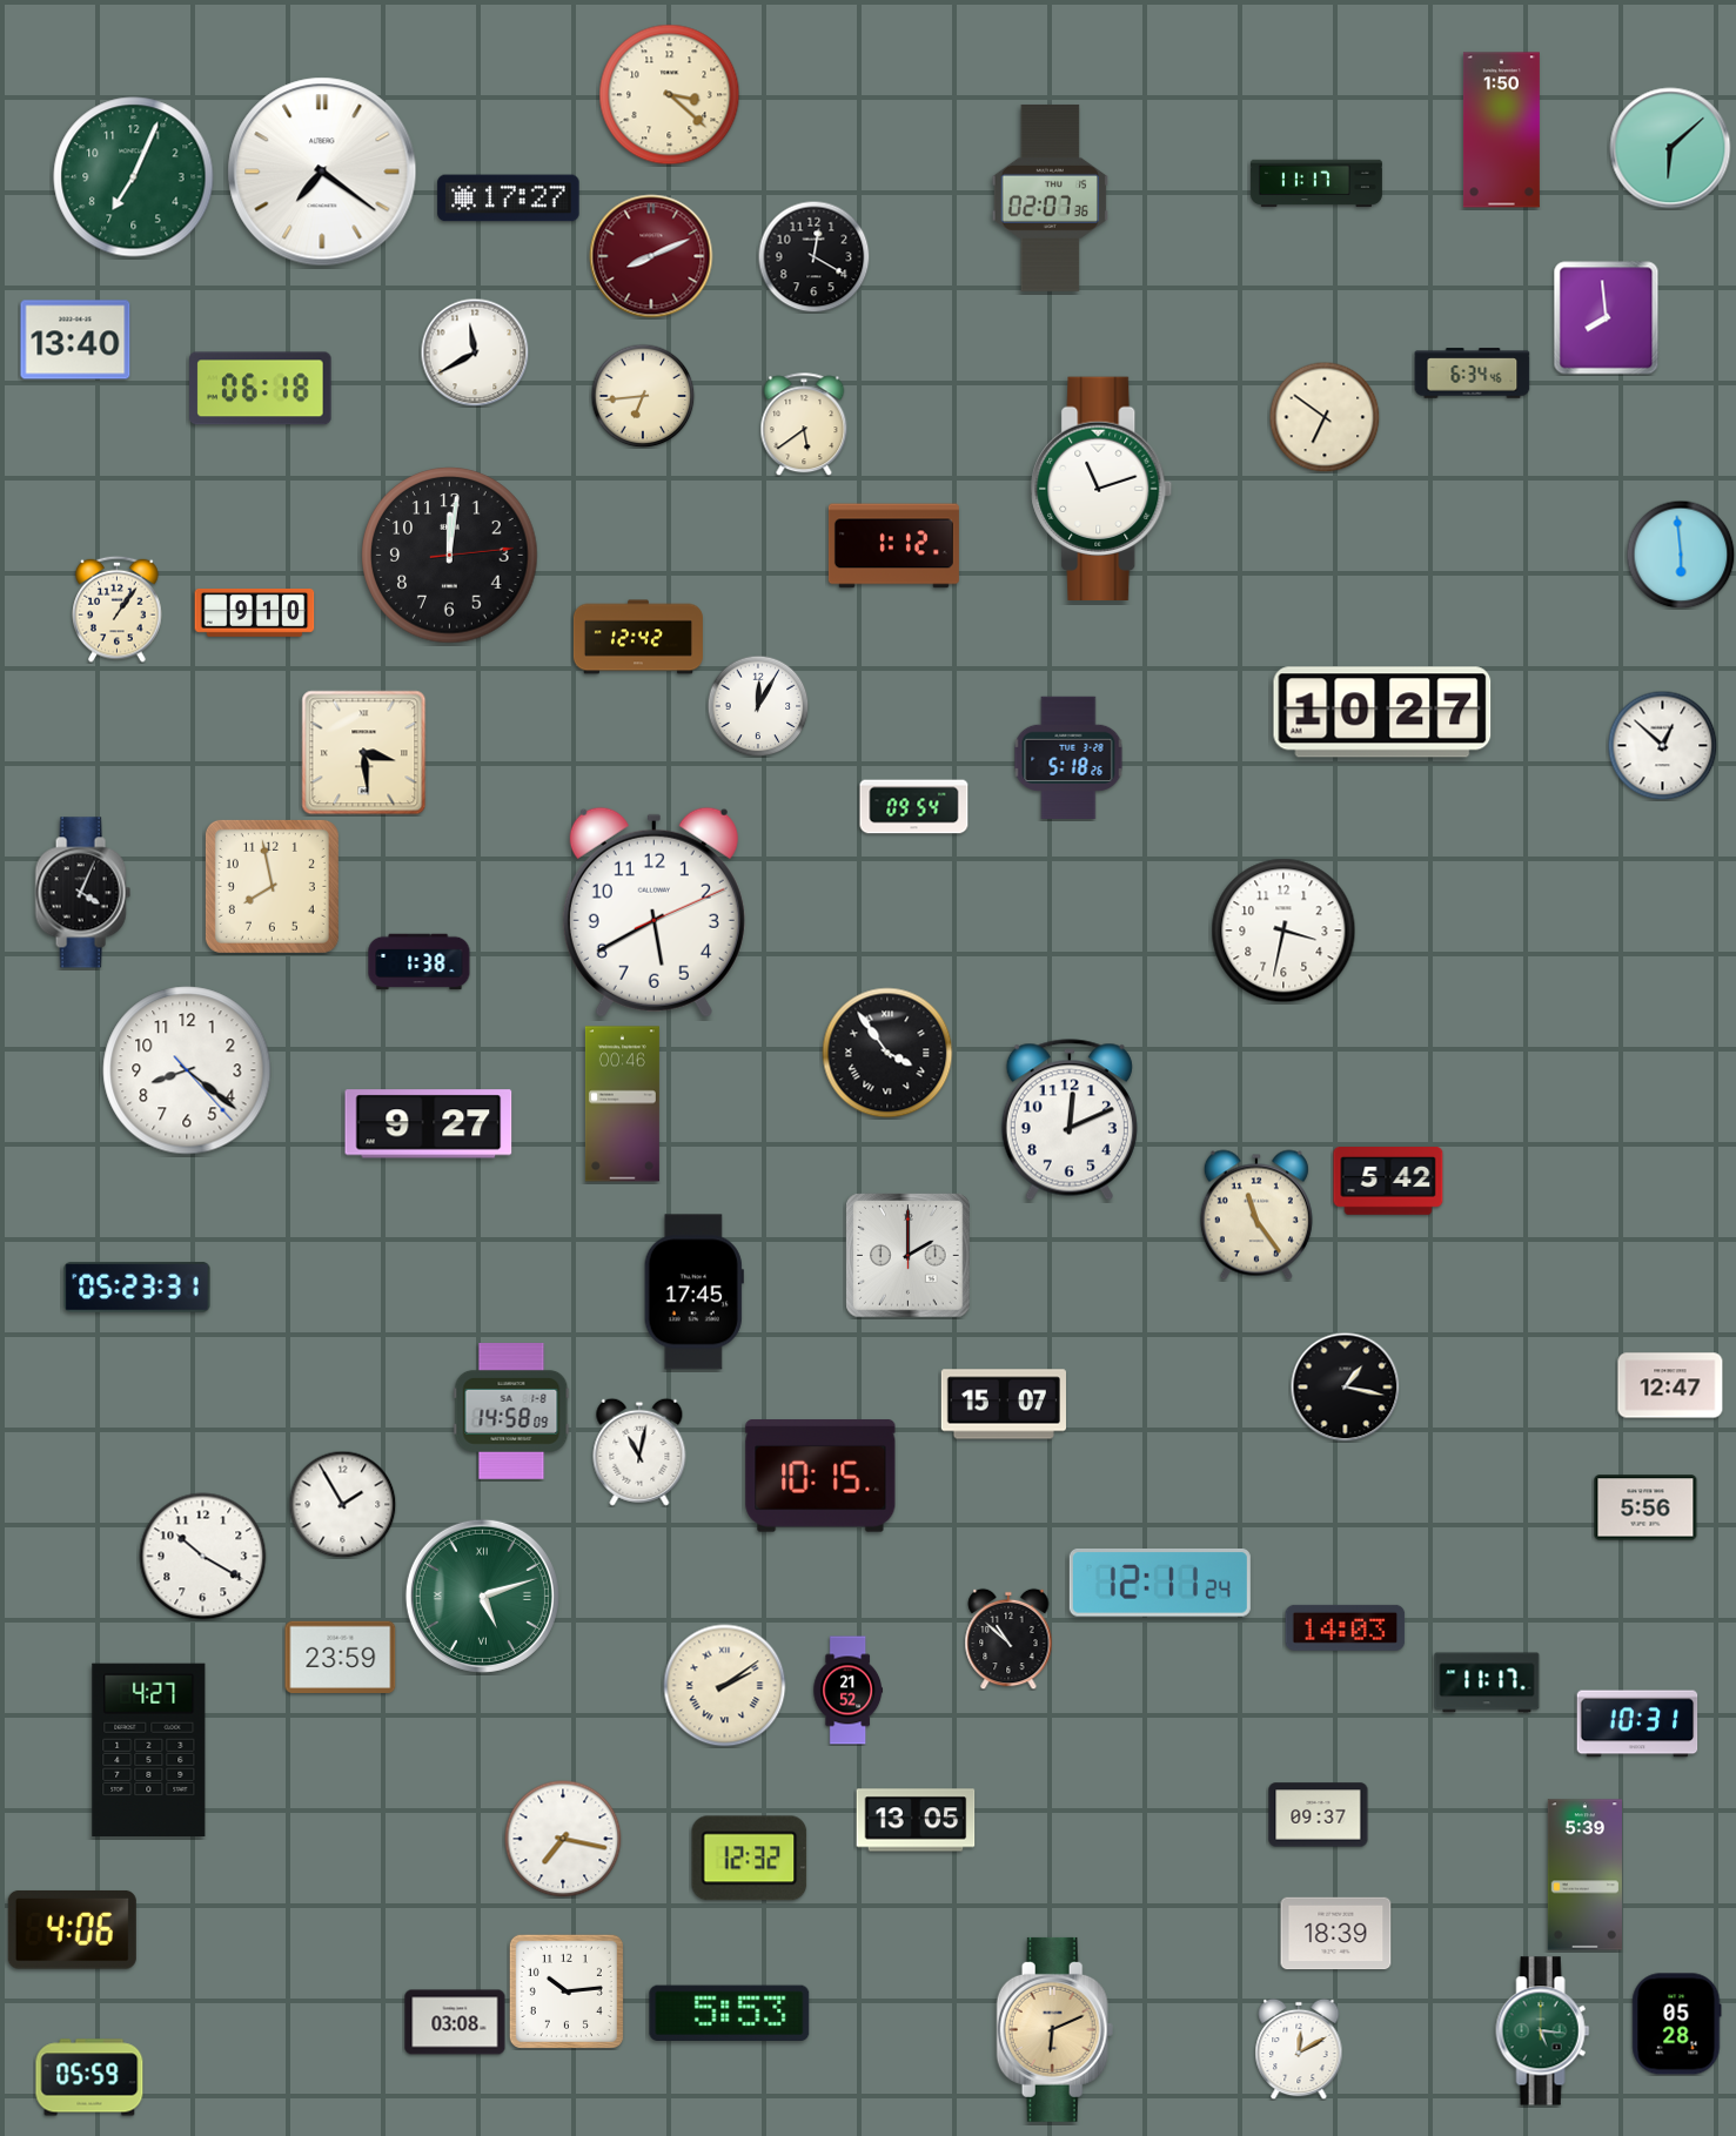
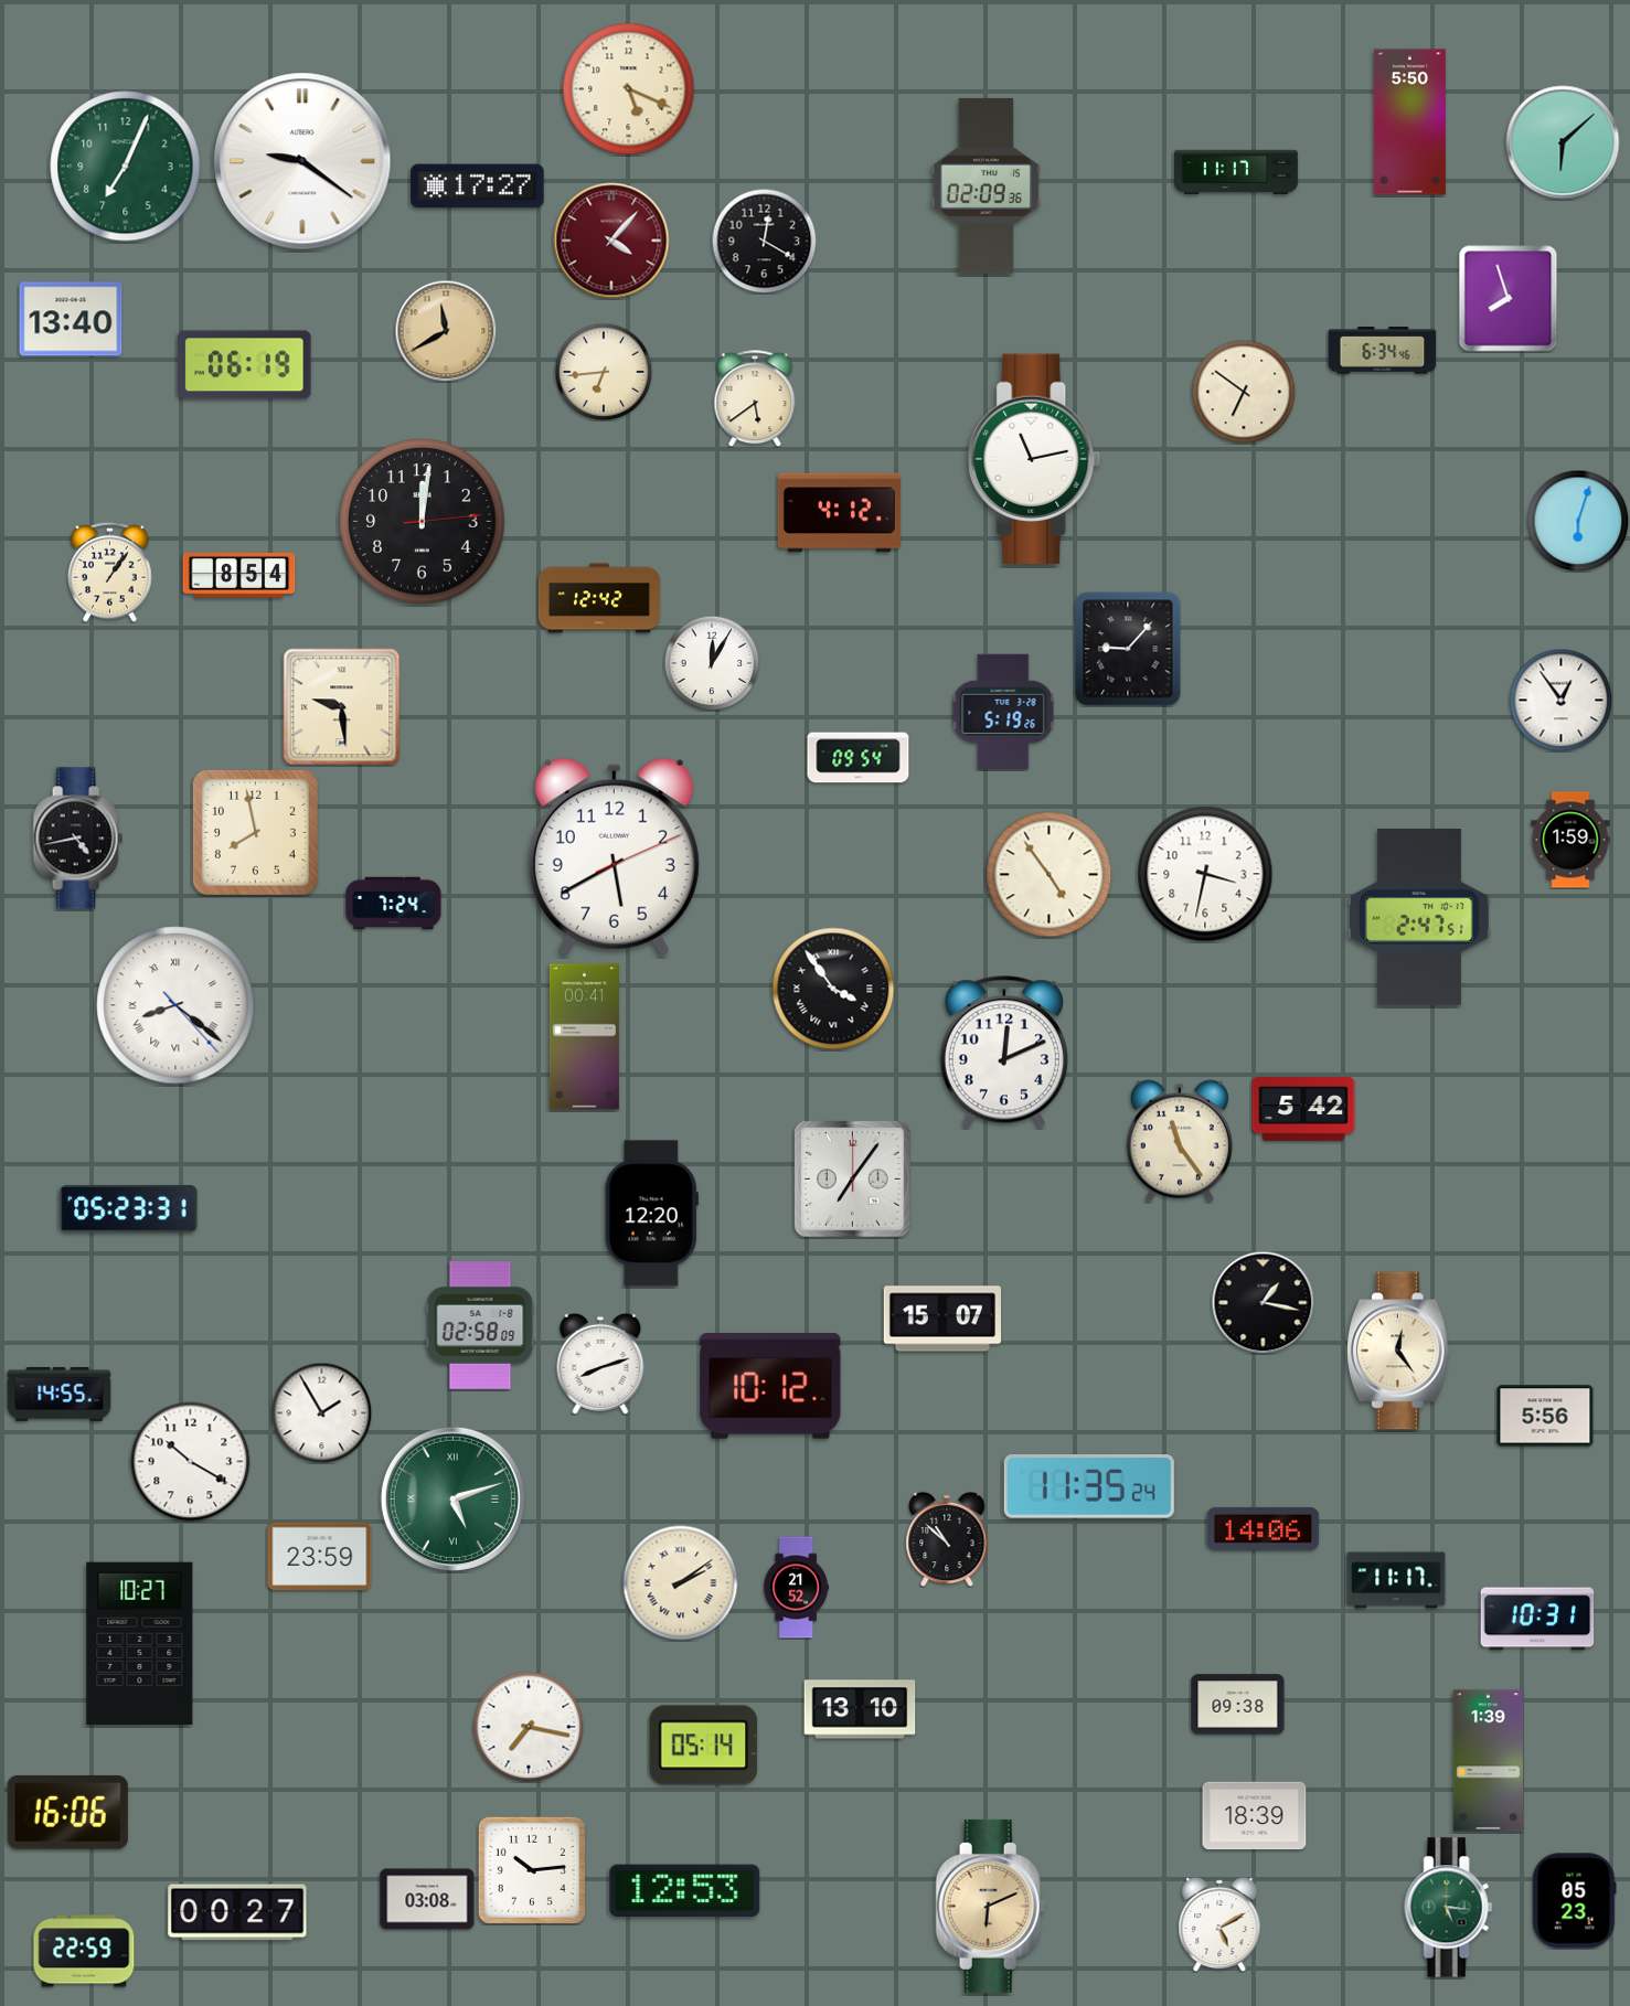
clock at (670, 95): 3:22 -> 5:19
clock at (1501, 130): 1:50 -> 5:50
clock at (1670, 148) position: (1670, 148) -> (1563, 142)
clock at (322, 172): 7:21 -> 9:21
clock at (1050, 197): 02:07 -> 02:09
clock at (651, 256): 8:11 -> 4:07
clock at (1607, 318): 7:59 -> 7:57
clock at (475, 352) dial: white -> champagne
clock at (261, 389): 06:18 -> 06:19
clock at (1101, 488): 11:12 -> 11:13
clock at (893, 546): 1:12 -> 4:12
clock at (1681, 555): 5:59 -> 6:03
clock at (255, 612): 9:10 -> 8:54
clock at (1128, 649): none -> 9:07
clock at (1382, 712): 10:27 -> none
clock at (1662, 745): 12:52 -> 12:54
clock at (364, 753): 3:29 -> 9:29
clock at (1068, 758): 5:18 -> 5:19
clock at (82, 893): 4:04 -> 4:43
clock at (1570, 840): none -> 1:59
clock at (1050, 875): none -> 4:54
clock at (420, 962): 1:38 -> 7:24
clock at (1419, 918): none -> 2:47
clock at (187, 1070) numerals: Arabic -> Roman
clock at (622, 1104): 00:46 -> 00:41
clock at (429, 1124): 9:27 -> none
clock at (909, 1256): 2:00 -> 7:06
clock at (693, 1292): 17:45 -> 12:20
clock at (1670, 1385): 12:47 -> none
clock at (511, 1412): 14:58 -> 02:58
clock at (1398, 1351): none -> 12:24
clock at (639, 1452): 11:02 -> 8:12
clock at (820, 1476): 10:15 -> 10:12
clock at (60, 1394): none -> 14:55
clock at (1160, 1583): 12:11 -> 11:35
clock at (1346, 1627): 14:03 -> 14:06
clock at (149, 1749): 4:27 -> 10:27
clock at (1319, 1815): 09:37 -> 09:38
clock at (916, 1820): 13:05 -> 13:10
clock at (750, 1859): 12:32 -> 05:14
clock at (1584, 1875): 5:39 -> 1:39
clock at (72, 1929): 4:06 -> 16:06
clock at (730, 2014): 5:53 -> 12:53
clock at (1677, 2024): 05:28 -> 05:23
clock at (237, 1912): none -> 00:27
clock at (1299, 2049): 12:10 -> 5:10
clock at (89, 2077): 05:59 -> 22:59
